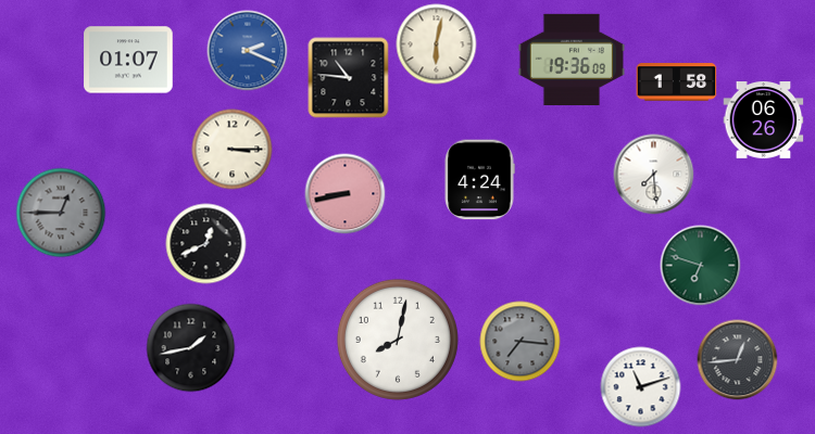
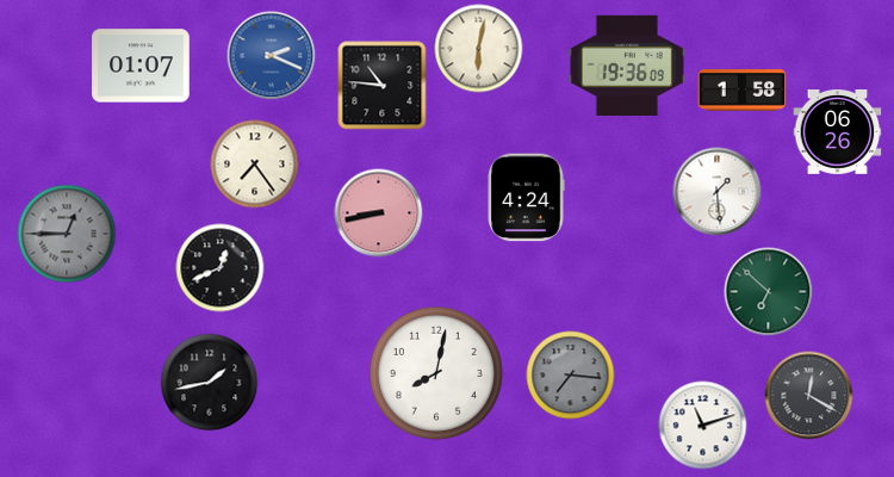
clock at (233, 150): 3:15 -> 7:24
clock at (654, 175): 7:29 -> 1:29
clock at (206, 244) position: (206, 244) -> (221, 268)
clock at (701, 266): 6:48 -> 6:52
clock at (738, 360): 12:44 -> 12:20
